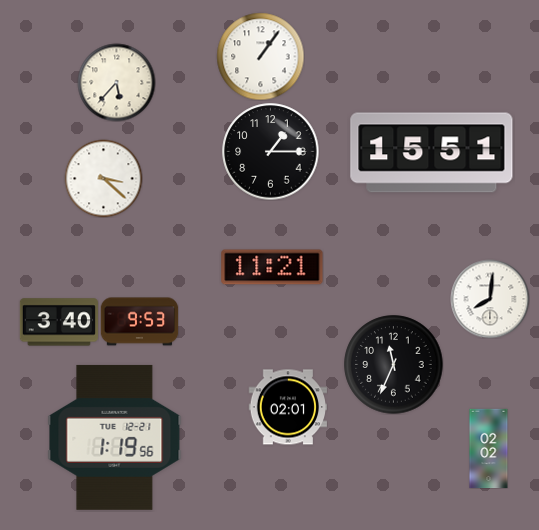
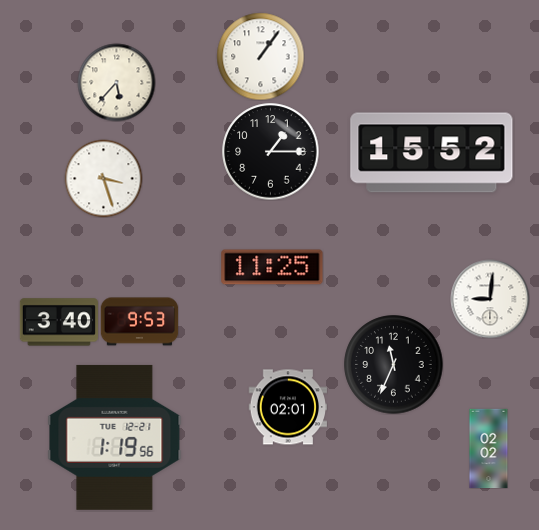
clock at (432, 153): 15:51 -> 15:52
clock at (103, 178): 3:22 -> 3:27
clock at (272, 267): 11:21 -> 11:25
clock at (490, 299): 8:01 -> 9:01
